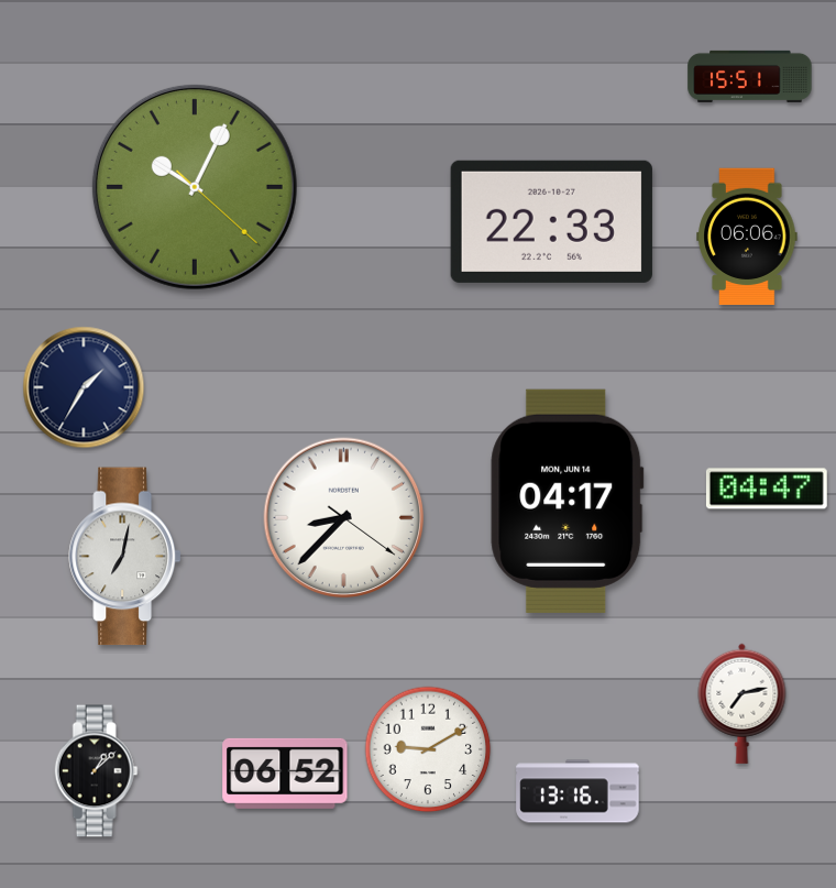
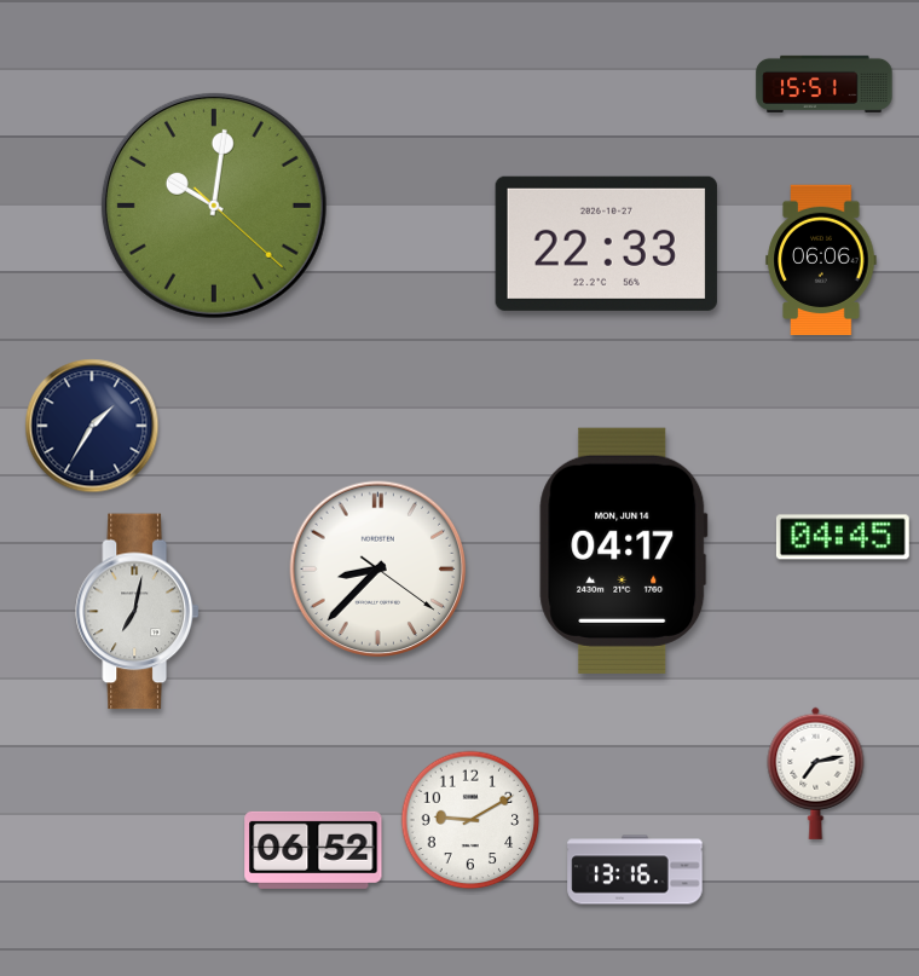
clock at (195, 187): 10:04 -> 10:01
clock at (767, 489): 04:47 -> 04:45
clock at (428, 749) position: (428, 749) -> (470, 820)
clock at (96, 771): 1:08 -> none
